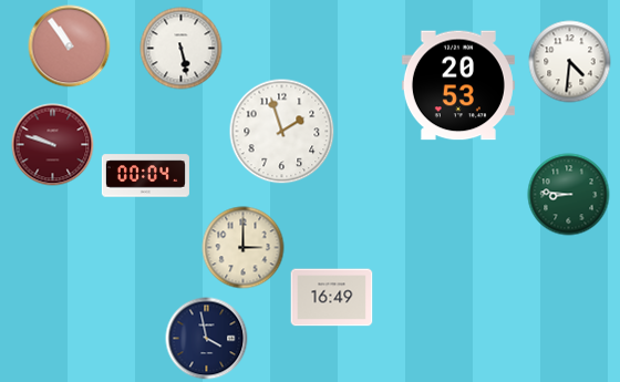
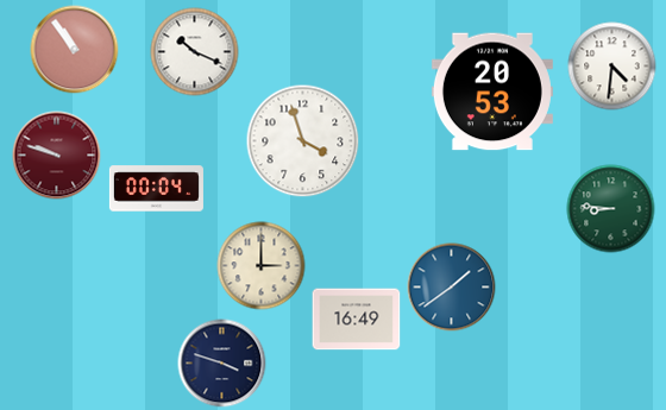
clock at (182, 49): 5:28 -> 10:19
clock at (282, 132): 1:57 -> 3:57
clock at (452, 288): none -> 1:39
clock at (207, 339): 3:58 -> 3:48
